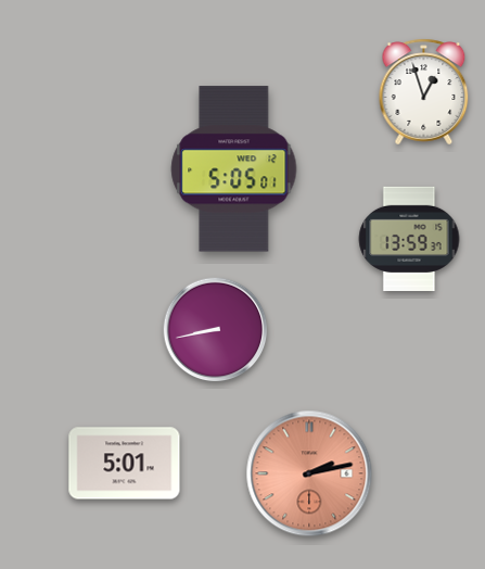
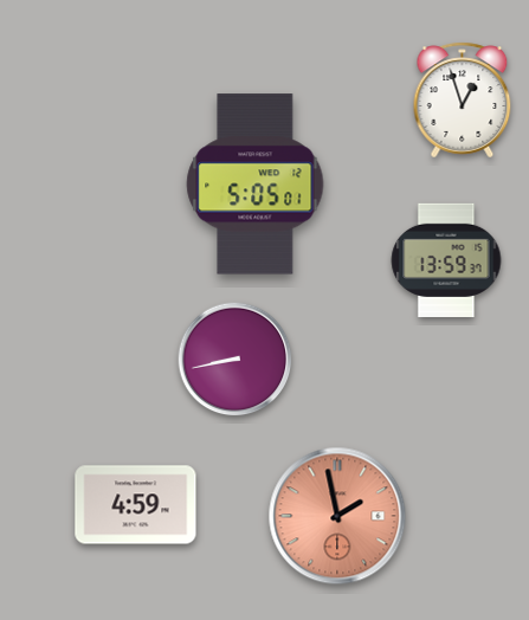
clock at (125, 464): 5:01 -> 4:59
clock at (309, 473): 2:13 -> 1:58
